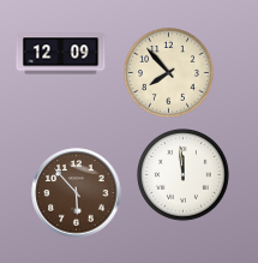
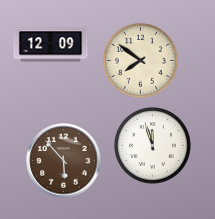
clock at (169, 73): 7:53 -> 7:51
clock at (184, 175): 11:59 -> 11:57
